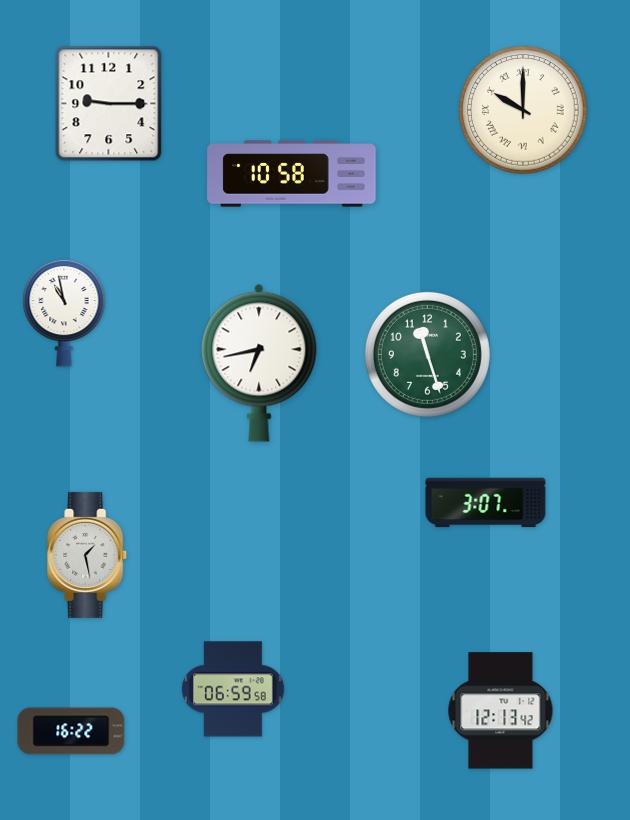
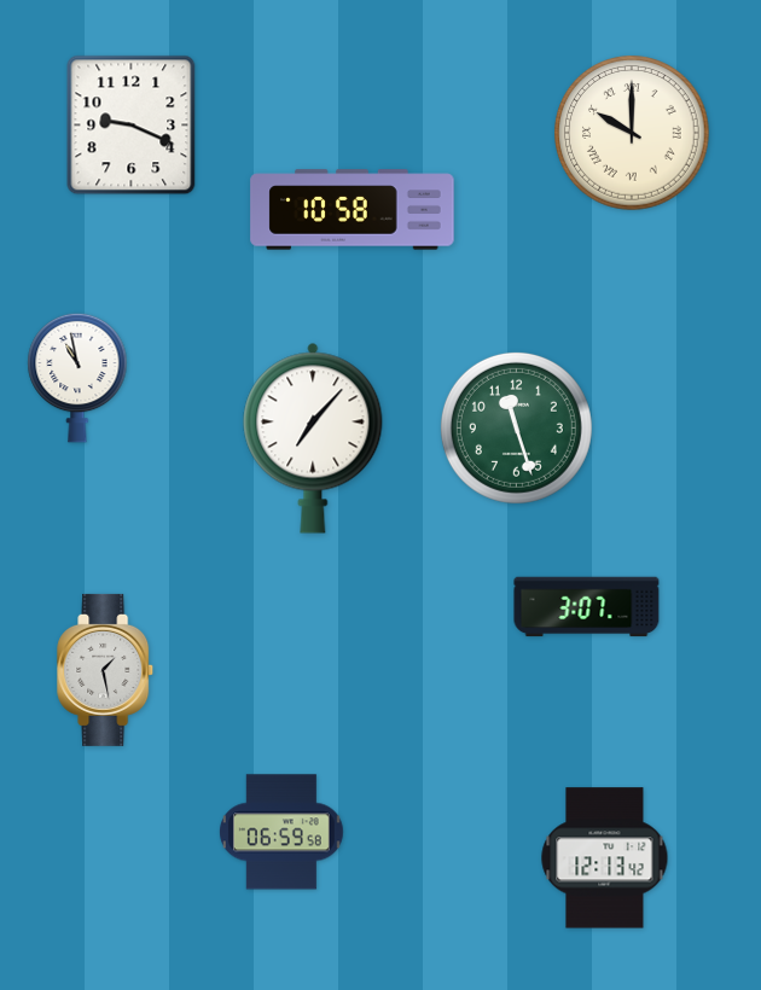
clock at (109, 104): 9:15 -> 9:19
clock at (259, 363): 6:43 -> 7:07
clock at (71, 731): 16:22 -> none
